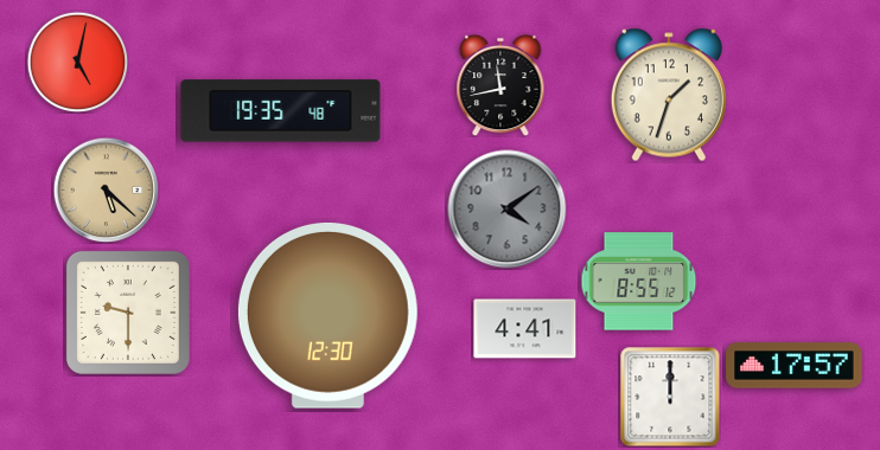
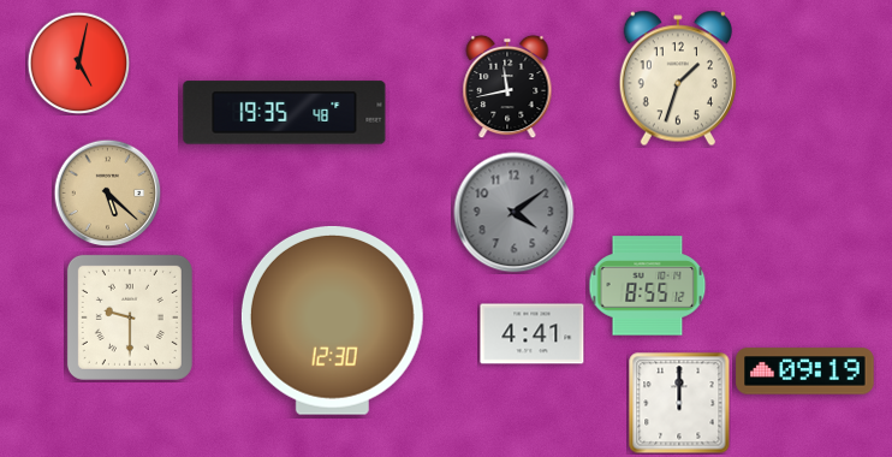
clock at (669, 95) position: (669, 95) -> (678, 78)
clock at (795, 366): 17:57 -> 09:19
